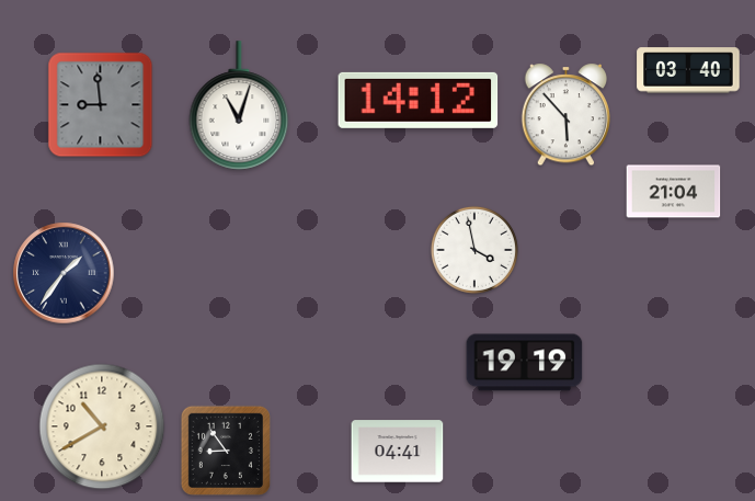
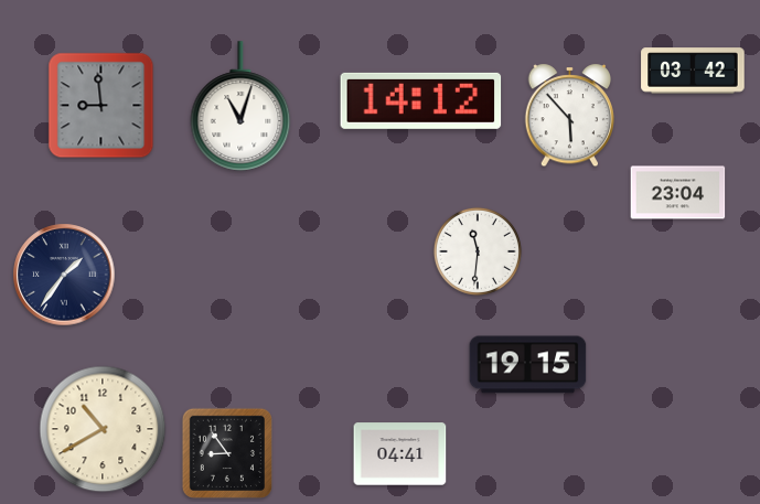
clock at (688, 70): 03:40 -> 03:42
clock at (674, 192): 21:04 -> 23:04
clock at (474, 250): 3:58 -> 11:31
clock at (525, 363): 19:19 -> 19:15
